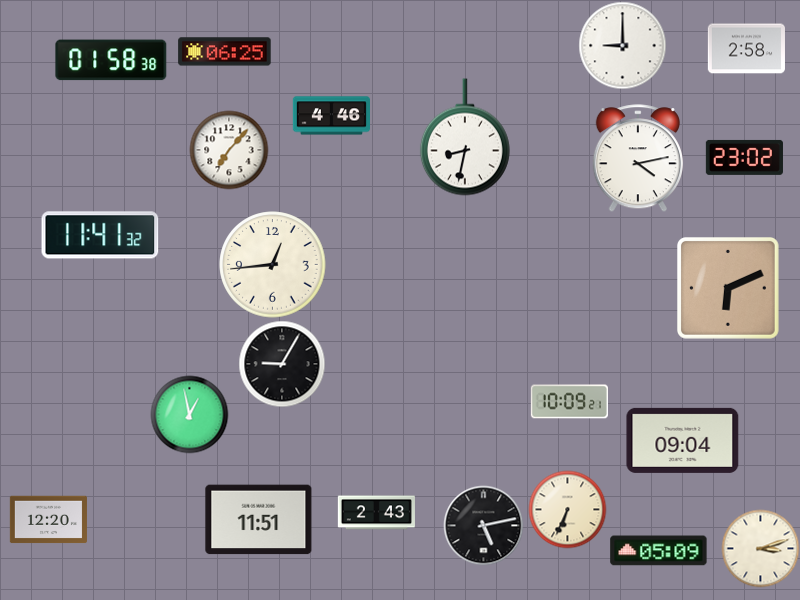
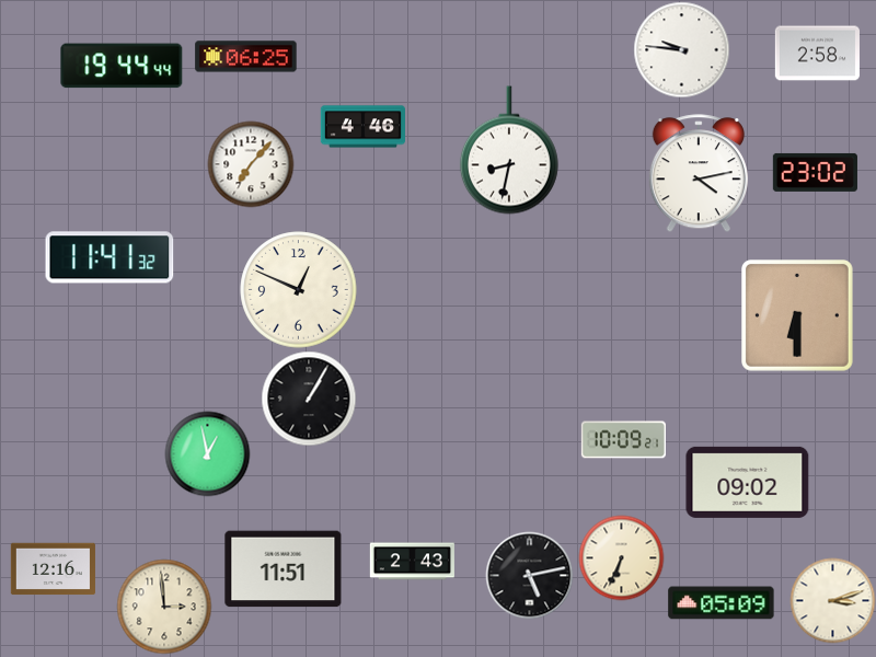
clock at (622, 45): 9:00 -> 9:46
clock at (111, 60): 01:58 -> 19:44
clock at (273, 265): 12:44 -> 12:49
clock at (729, 289): 6:11 -> 6:30
clock at (282, 364): 9:05 -> 1:05
clock at (683, 440): 09:04 -> 09:02
clock at (48, 520): 12:20 -> 12:16
clock at (164, 607): none -> 2:59
